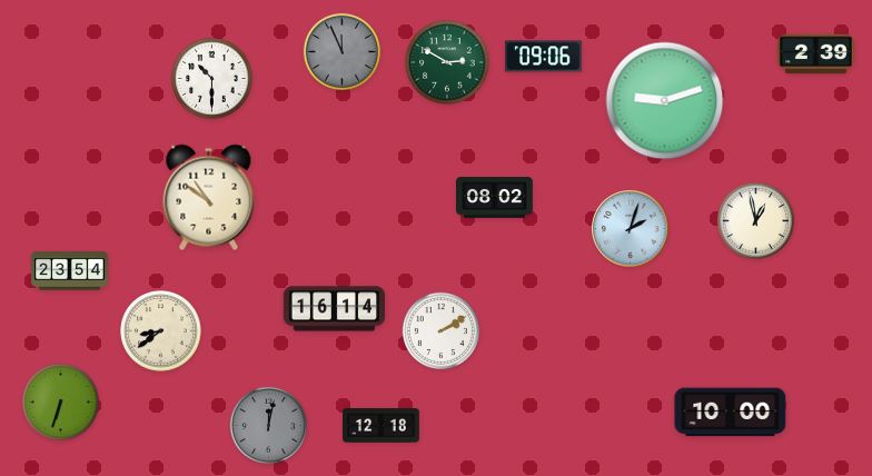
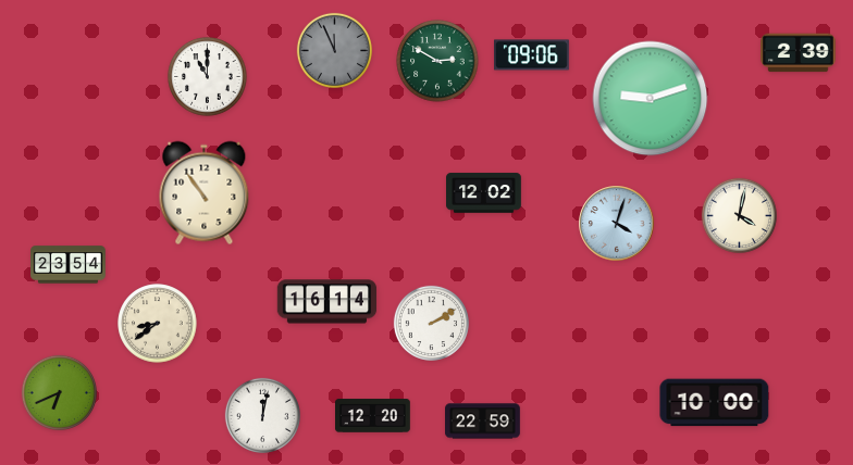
clock at (212, 79): 10:30 -> 11:00
clock at (209, 198): 10:51 -> 10:54
clock at (495, 198): 08:02 -> 12:02
clock at (755, 220): 12:58 -> 4:02
clock at (631, 229): 2:03 -> 4:03
clock at (60, 401): 6:33 -> 6:41
clock at (268, 425) dial: grey -> white
clock at (381, 426): 12:18 -> 12:20
clock at (483, 422): none -> 22:59
